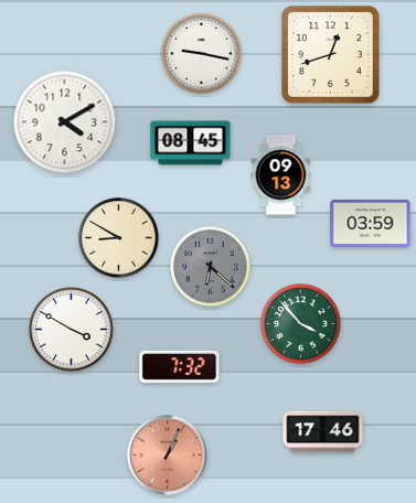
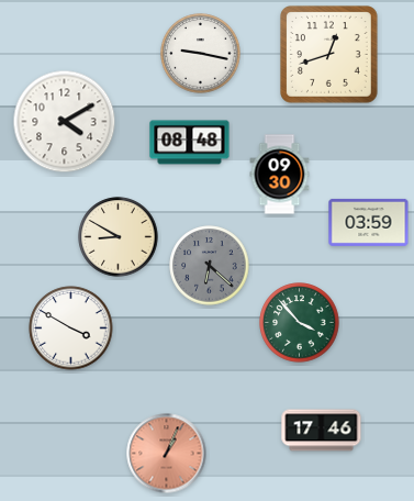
clock at (191, 143): 08:45 -> 08:48
clock at (281, 175): 09:13 -> 09:30
clock at (180, 366): 7:32 -> none
